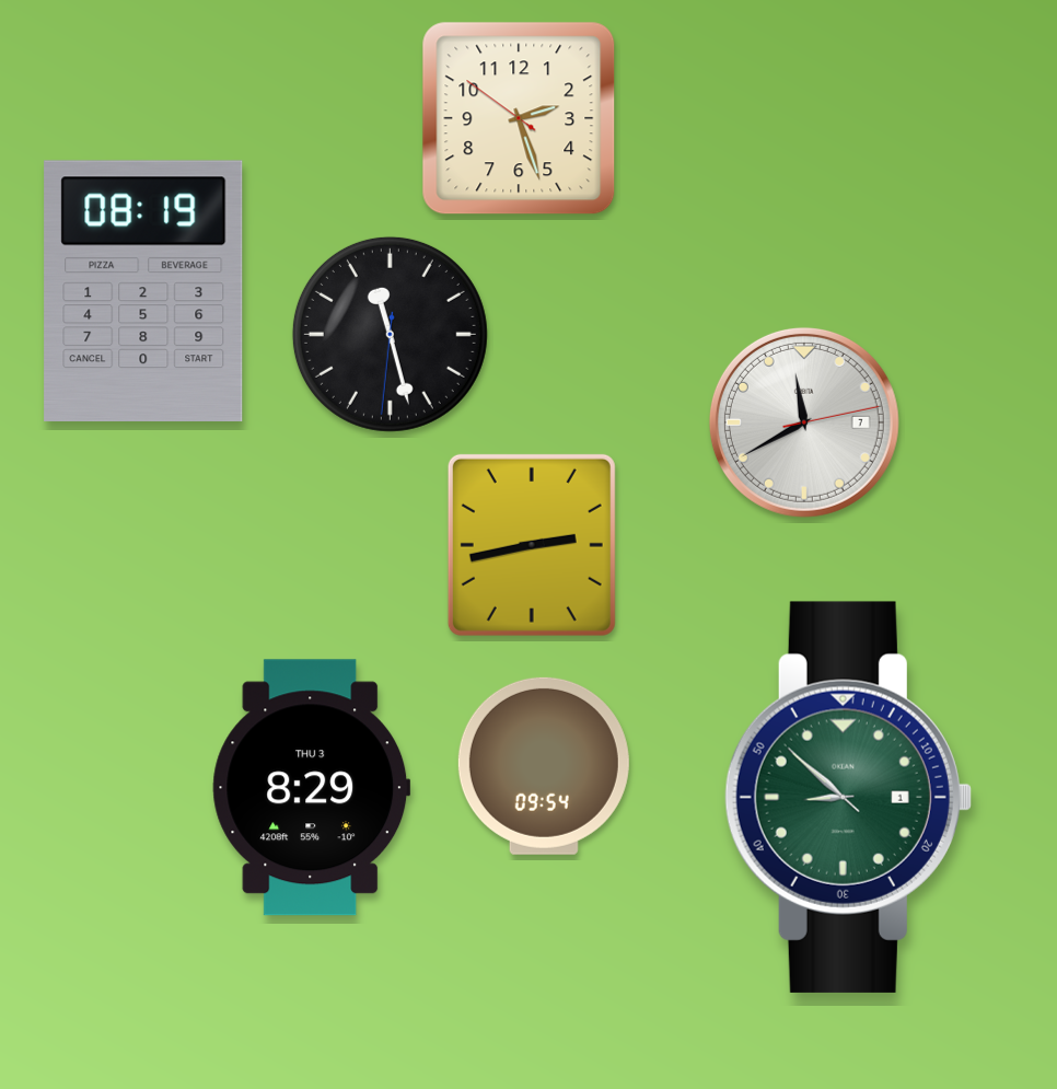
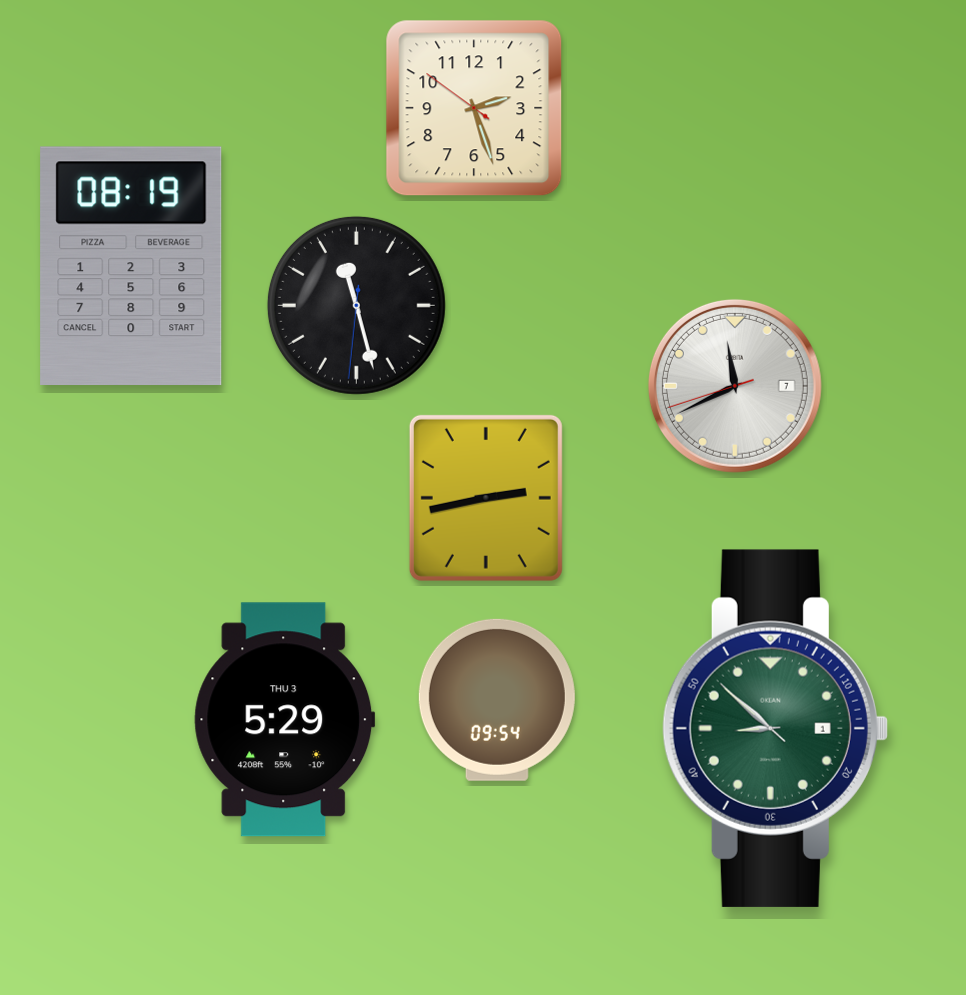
clock at (804, 422): 11:40:13 -> 11:40:42
clock at (312, 788): 8:29 -> 5:29
